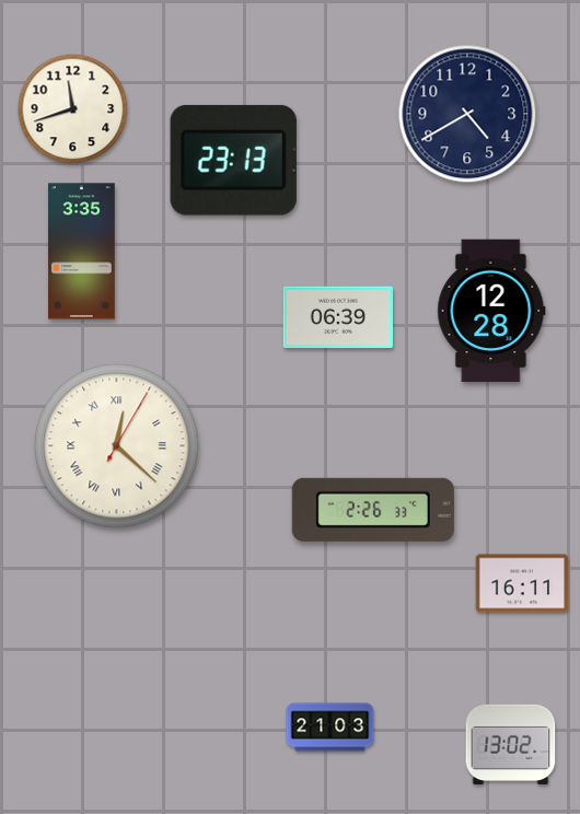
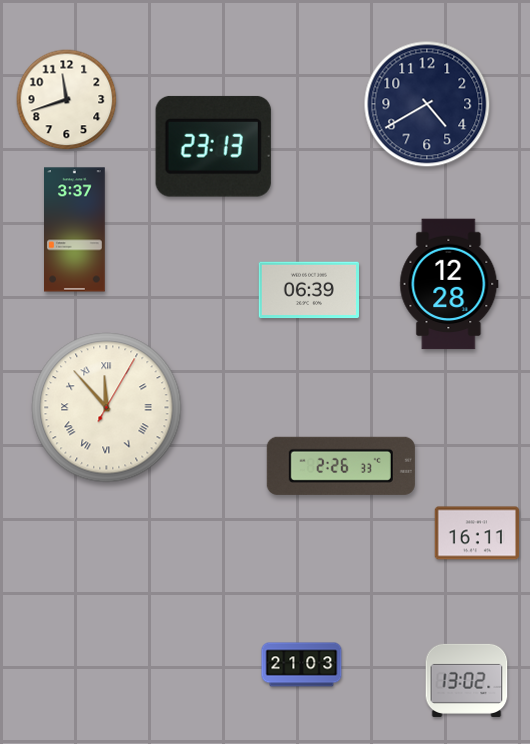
clock at (82, 252): 3:35 -> 3:37
clock at (117, 446): 12:22 -> 11:53
